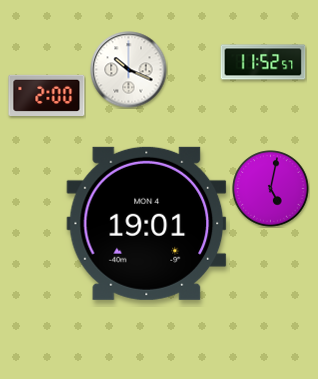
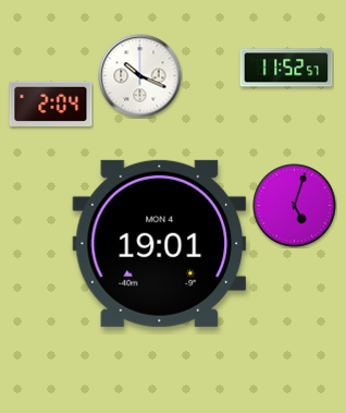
clock at (47, 95): 2:00 -> 2:04
clock at (271, 189): 5:02 -> 5:03
